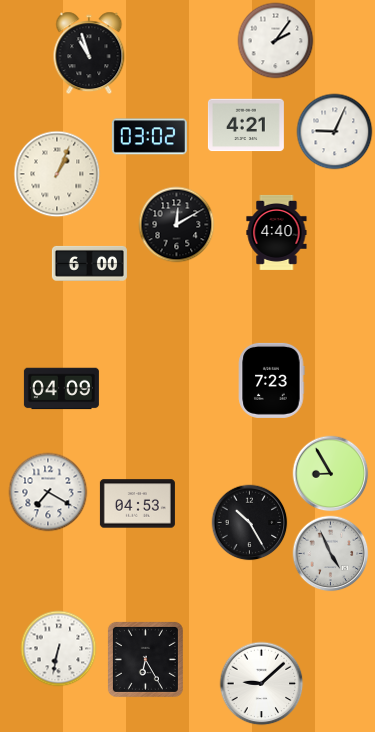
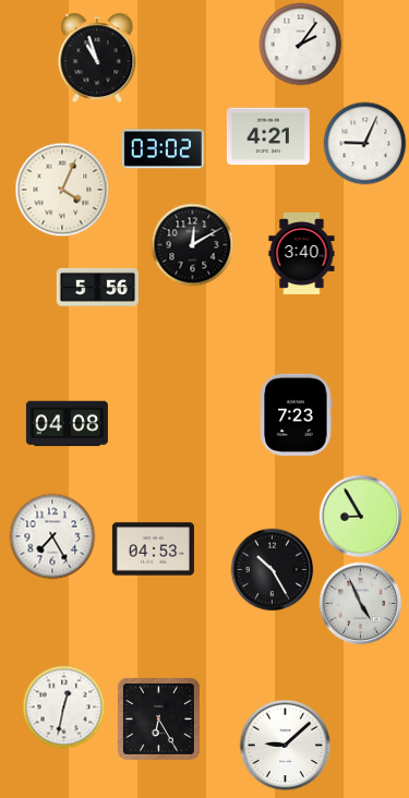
clock at (57, 174): 1:04 -> 4:04
clock at (277, 232): 4:40 -> 3:40
clock at (89, 263): 6:00 -> 5:56
clock at (61, 389): 04:09 -> 04:08
clock at (48, 492): 7:20 -> 7:25
clock at (137, 504) position: (137, 504) -> (153, 549)
clock at (59, 649): 6:32 -> 12:32
